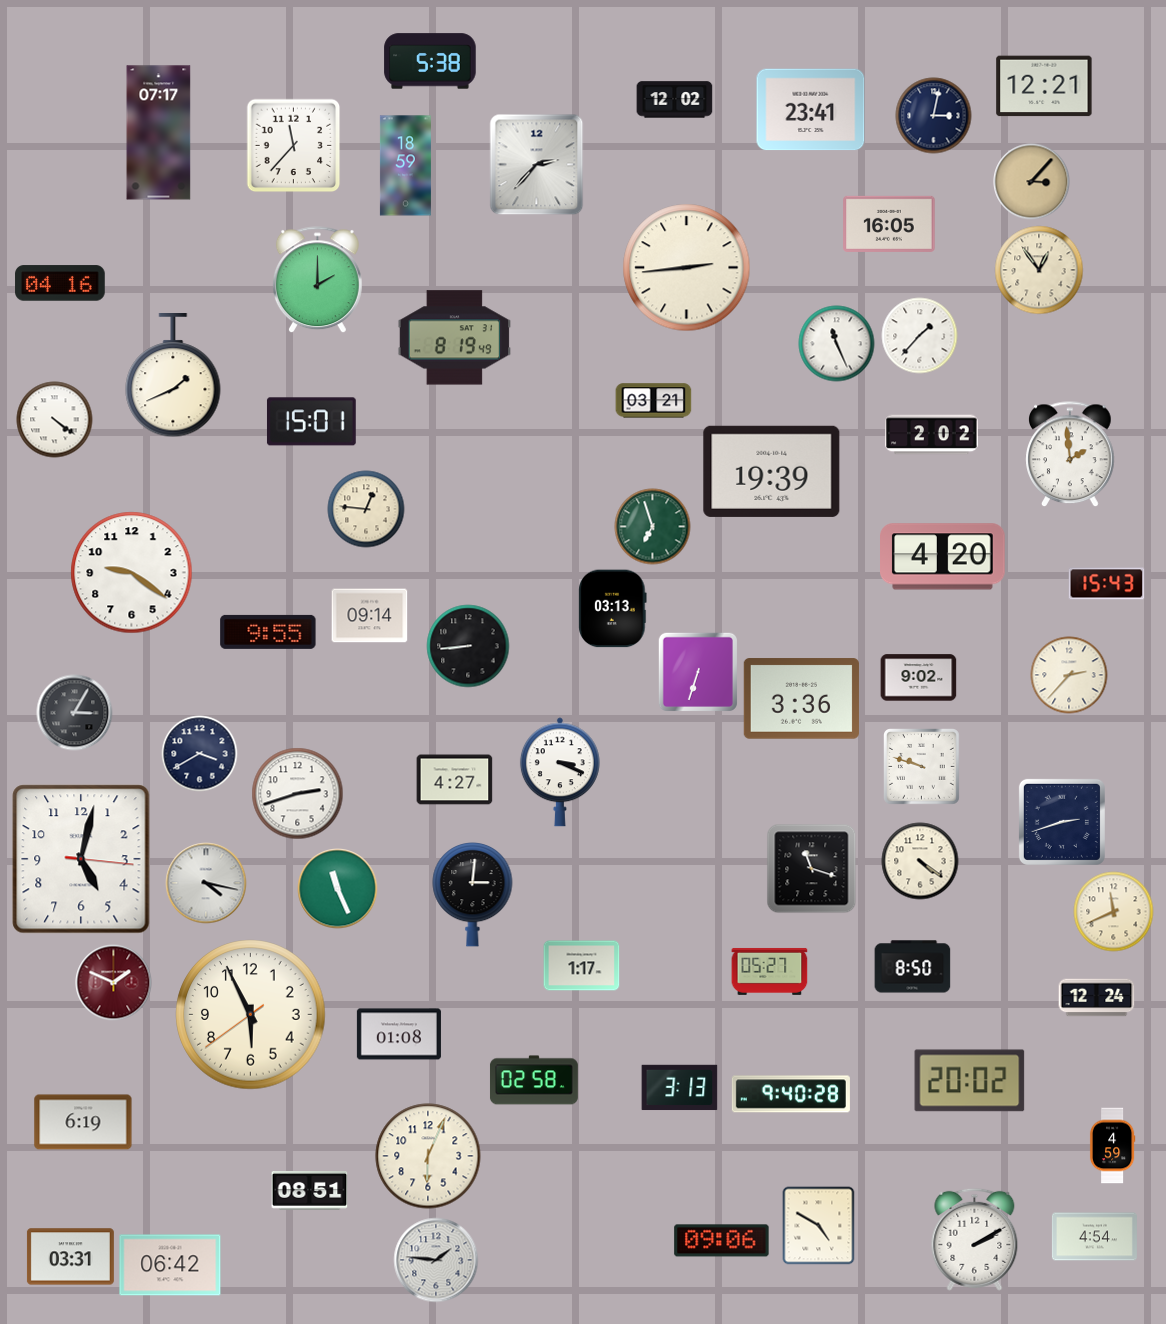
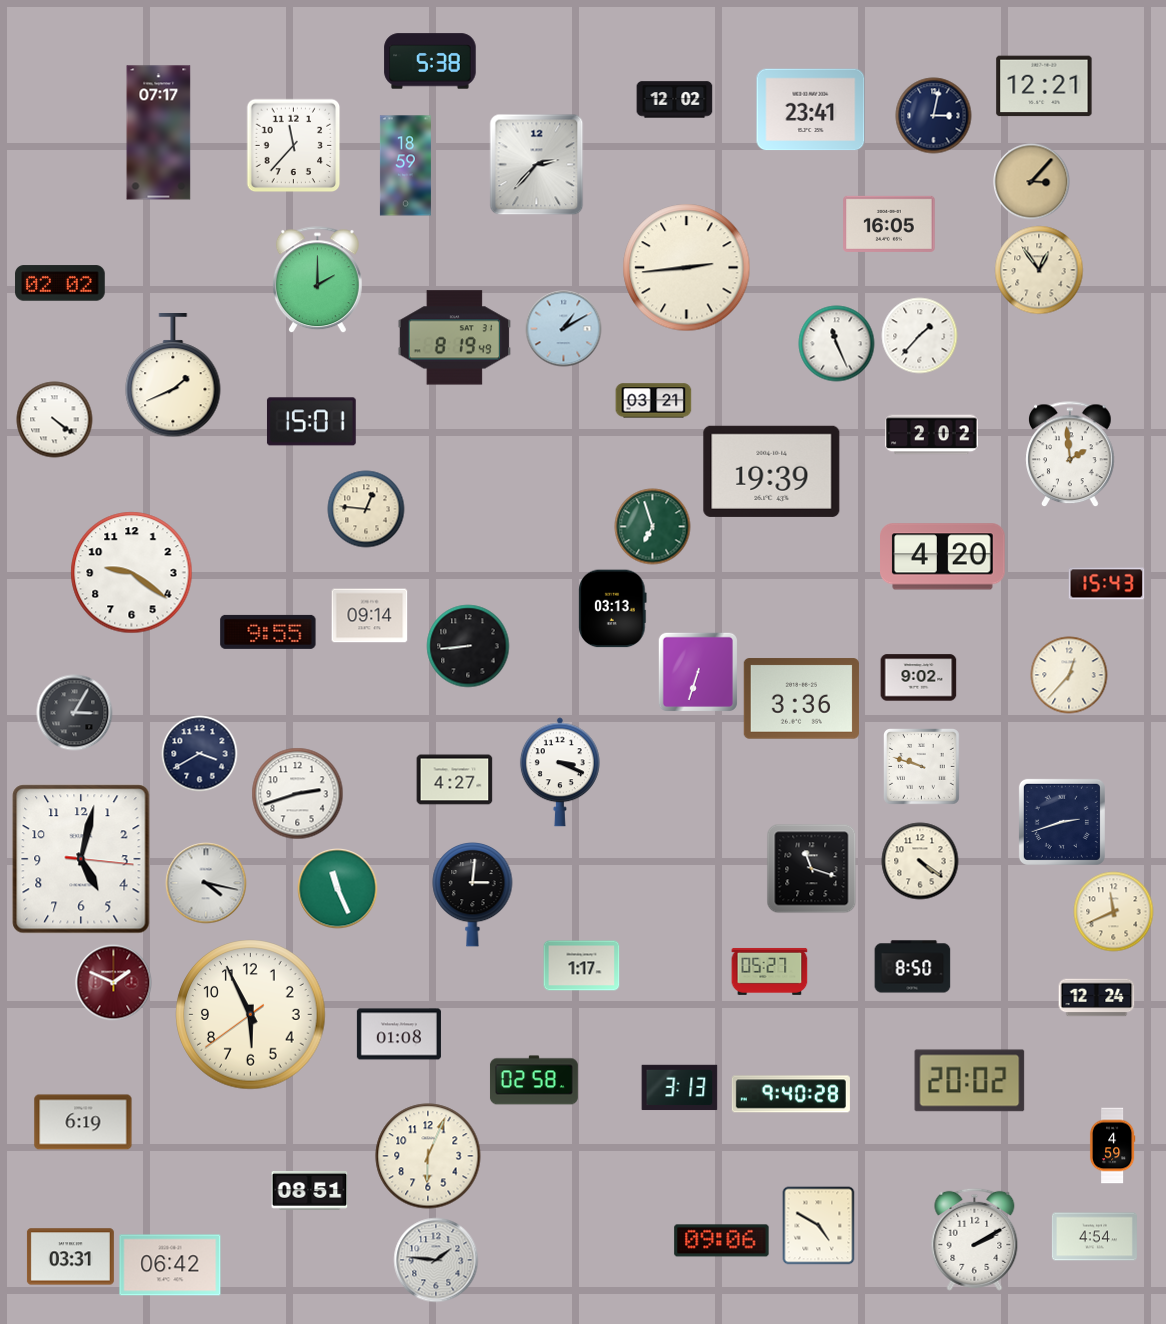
clock at (60, 283): 04:16 -> 02:02
clock at (564, 329): none -> 1:10
clock at (1069, 675): 2:37 -> 12:37
